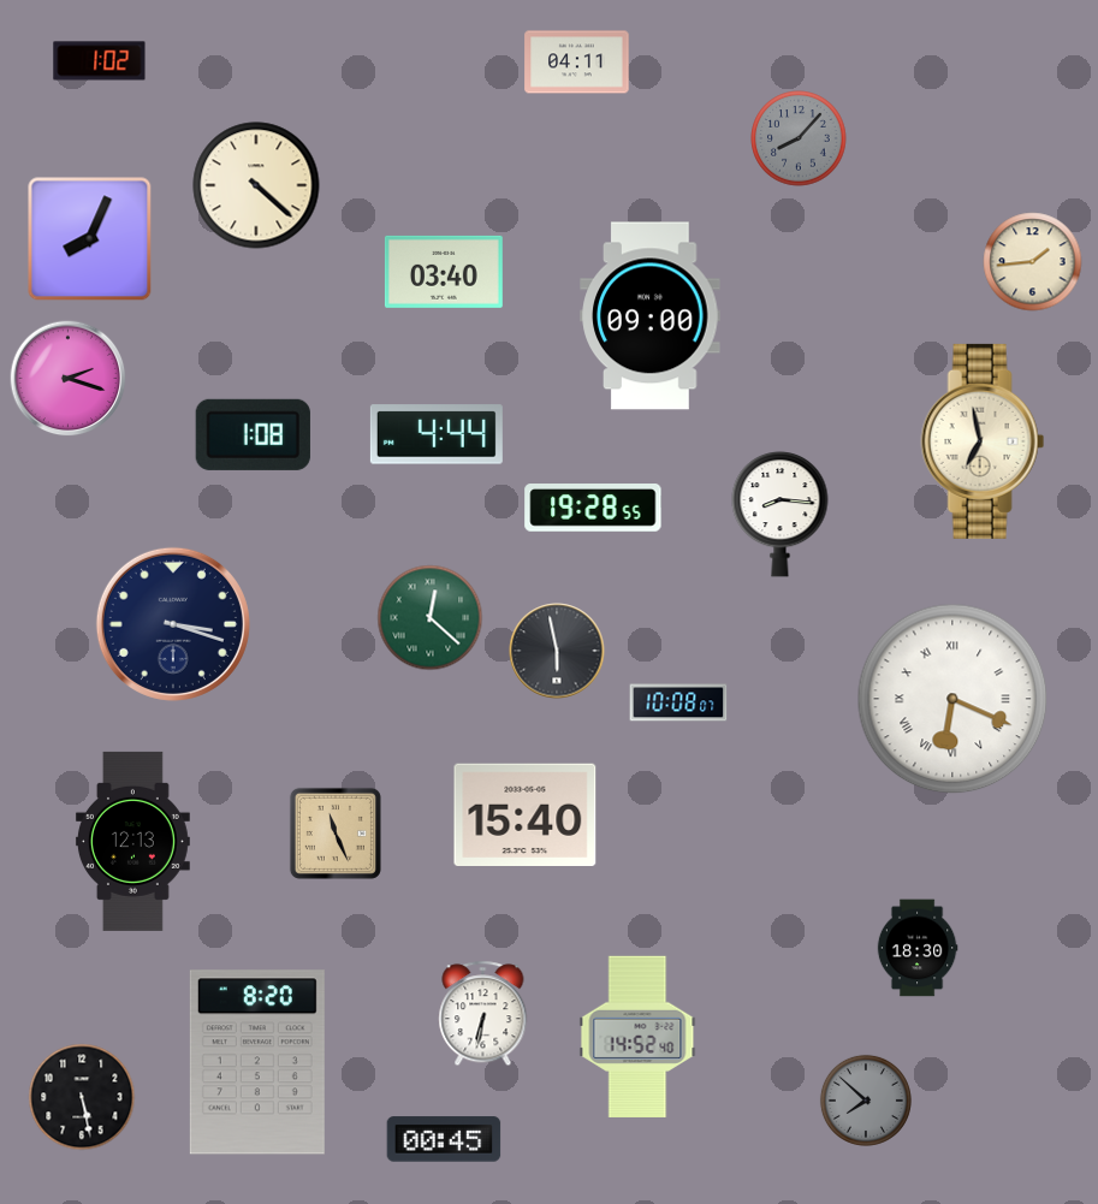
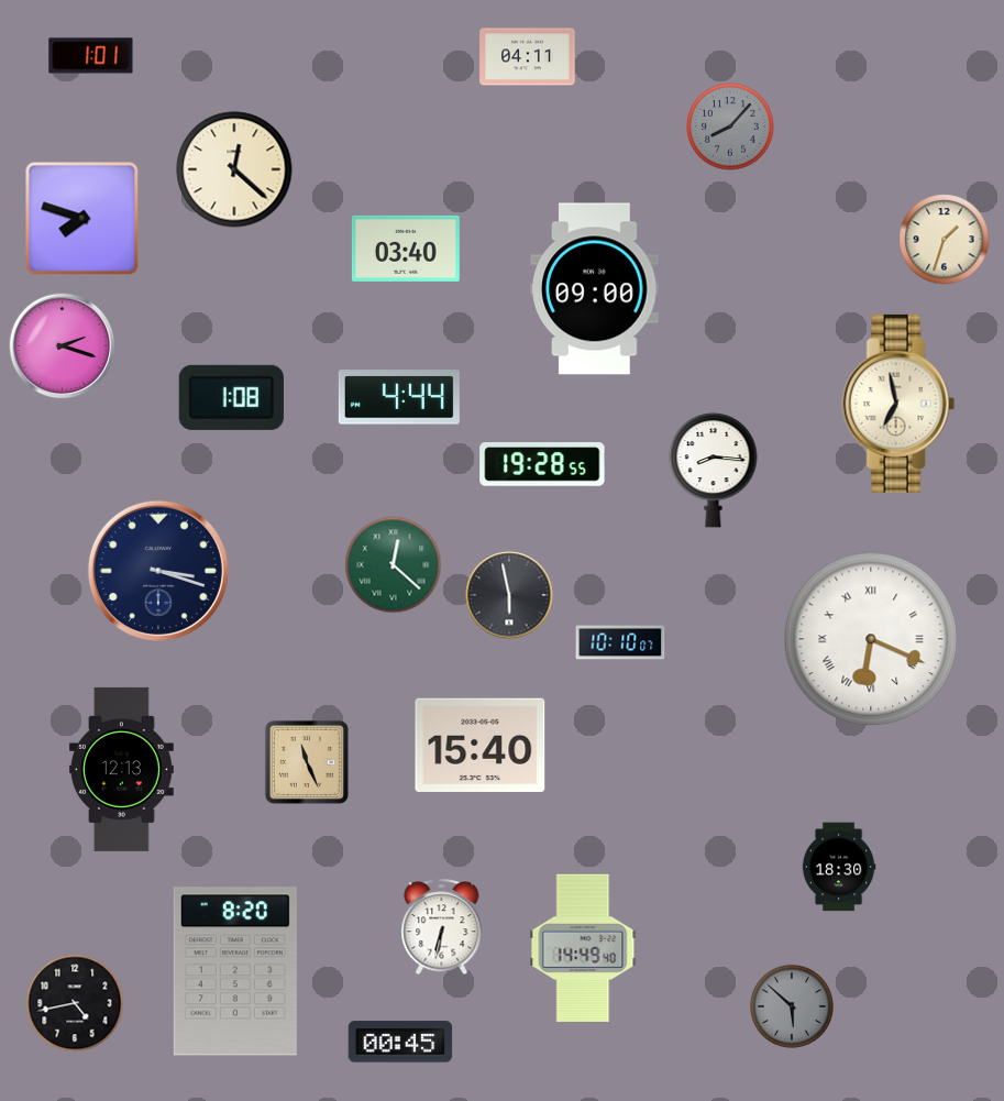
clock at (100, 61): 1:02 -> 1:01
clock at (256, 185): 4:22 -> 12:22
clock at (90, 239): 8:04 -> 7:48
clock at (1033, 262): 1:44 -> 1:33
clock at (678, 702): 10:08 -> 10:10
clock at (637, 1036): 14:52 -> 14:49
clock at (82, 1097): 5:28 -> 4:43
clock at (866, 1101): 7:52 -> 5:52
clock at (444, 1139) position: (444, 1139) -> (400, 1042)
